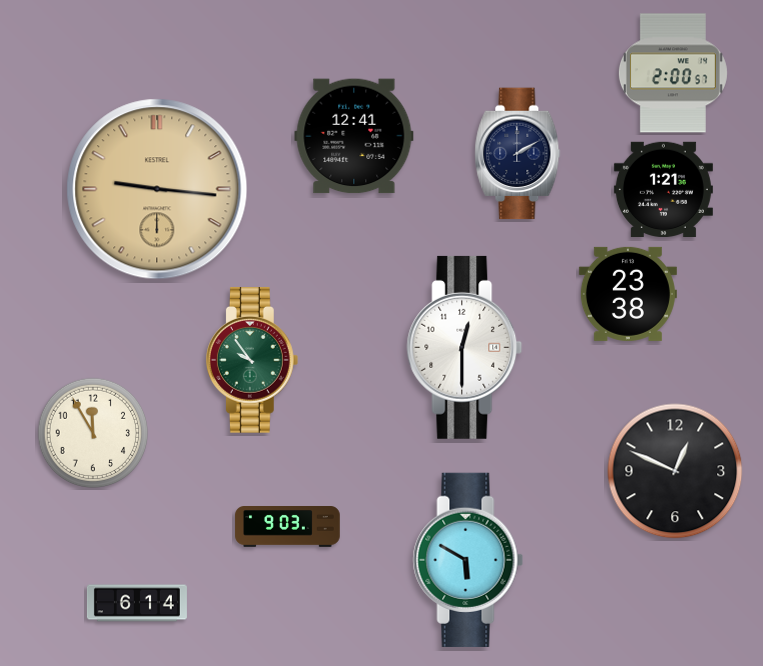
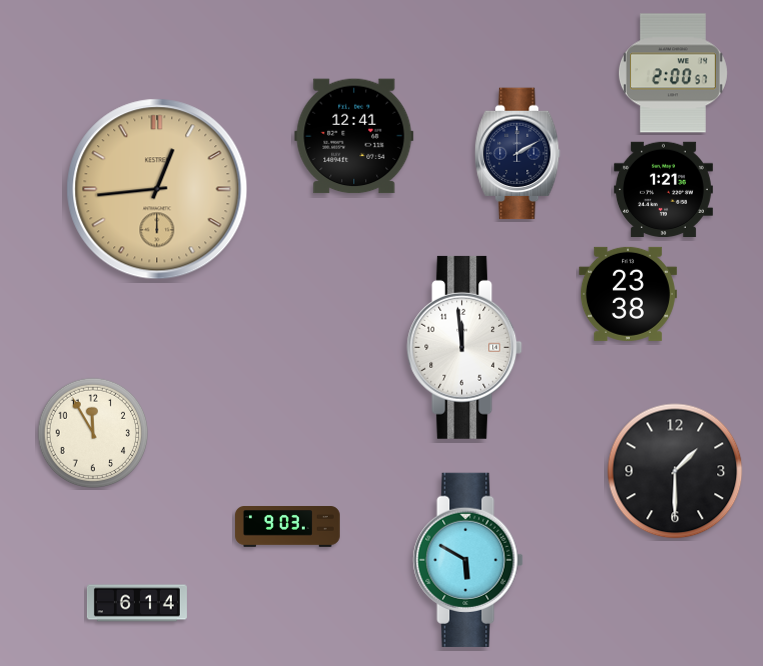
clock at (157, 189): 9:16 -> 12:44
clock at (465, 347): 12:30 -> 11:59
clock at (252, 360): 9:54 -> none
clock at (675, 471): 12:49 -> 1:30
